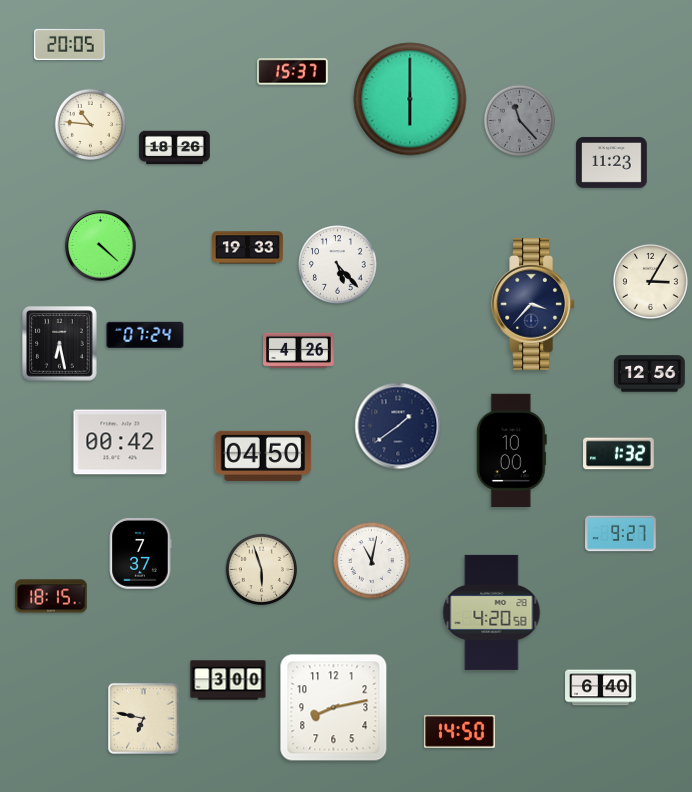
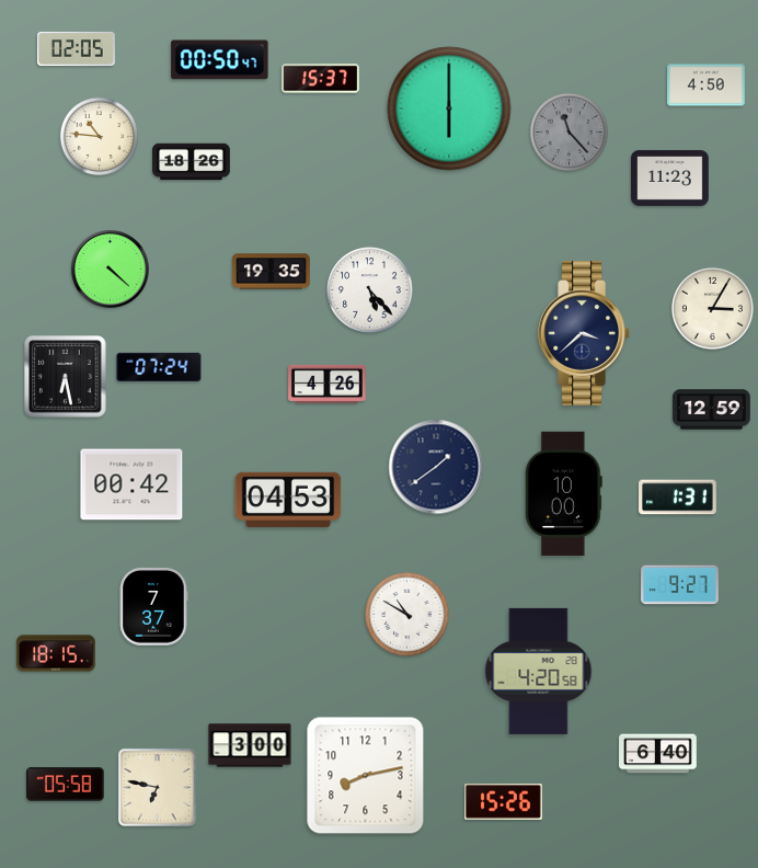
clock at (70, 44): 20:05 -> 02:05
clock at (220, 60): none -> 00:50
clock at (707, 85): none -> 4:50
clock at (248, 248): 19:33 -> 19:35
clock at (533, 304): 3:37 -> 3:38
clock at (650, 374): 12:56 -> 12:59
clock at (511, 450) position: (511, 450) -> (563, 493)
clock at (619, 454): 1:32 -> 1:31
clock at (263, 456): 04:50 -> 04:53
clock at (372, 561): 11:02 -> 10:50
clock at (261, 569): 5:57 -> none
clock at (66, 785): none -> 05:58
clock at (460, 732): 14:50 -> 15:26
